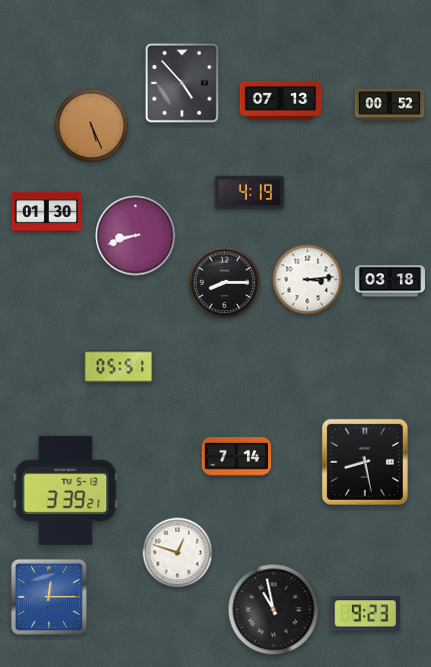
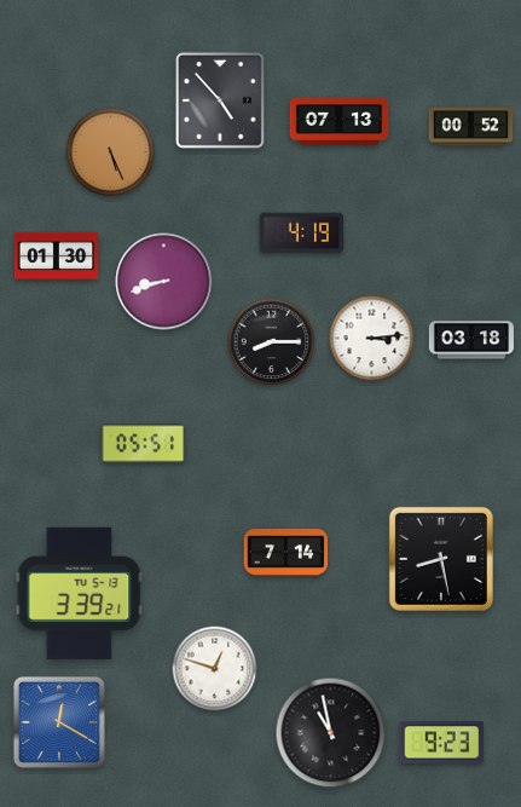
clock at (136, 236) position: (136, 236) -> (164, 282)
clock at (49, 597): 12:15 -> 12:20
clock at (274, 610) position: (274, 610) -> (331, 733)
